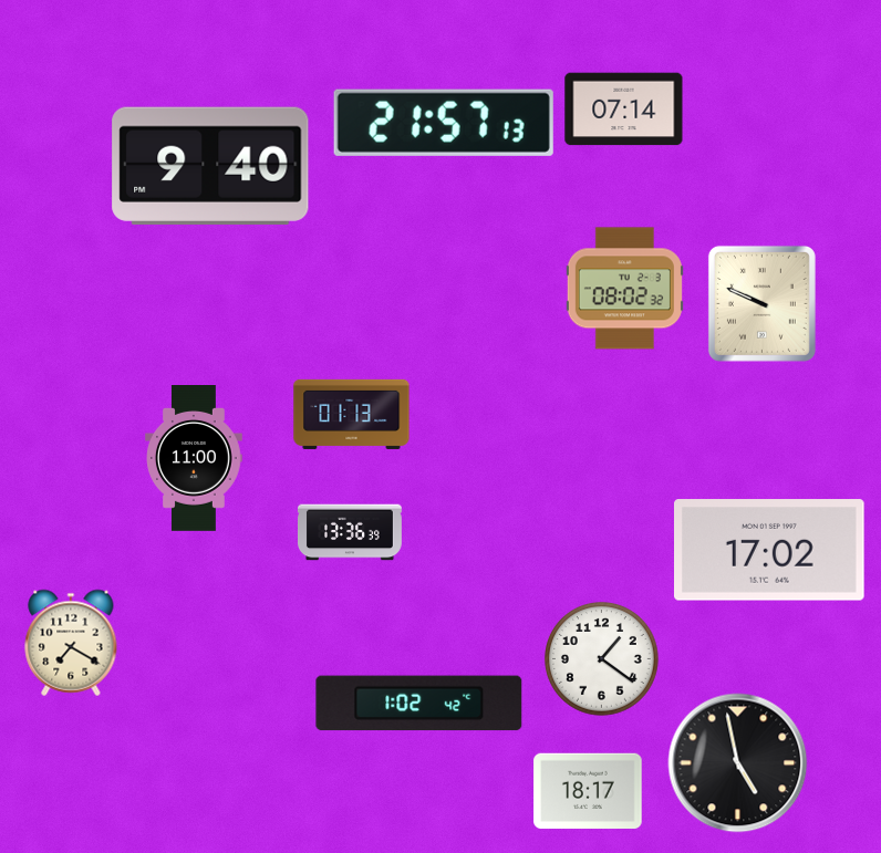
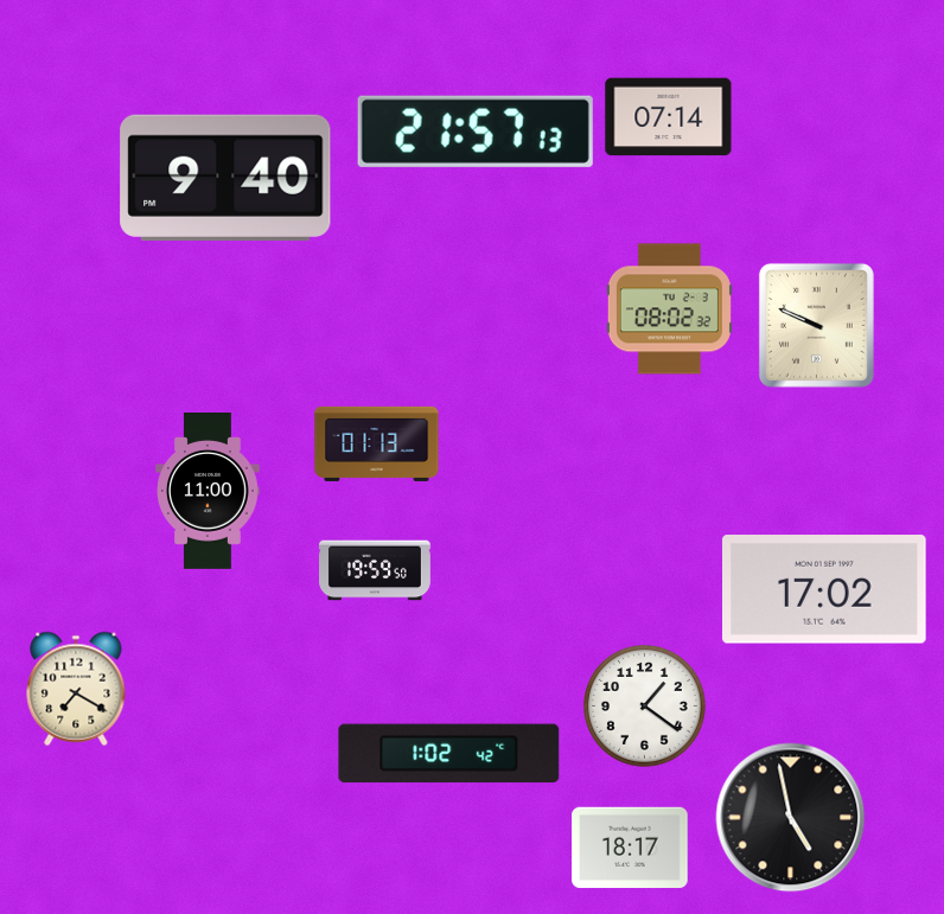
clock at (351, 532): 13:36 -> 19:59
